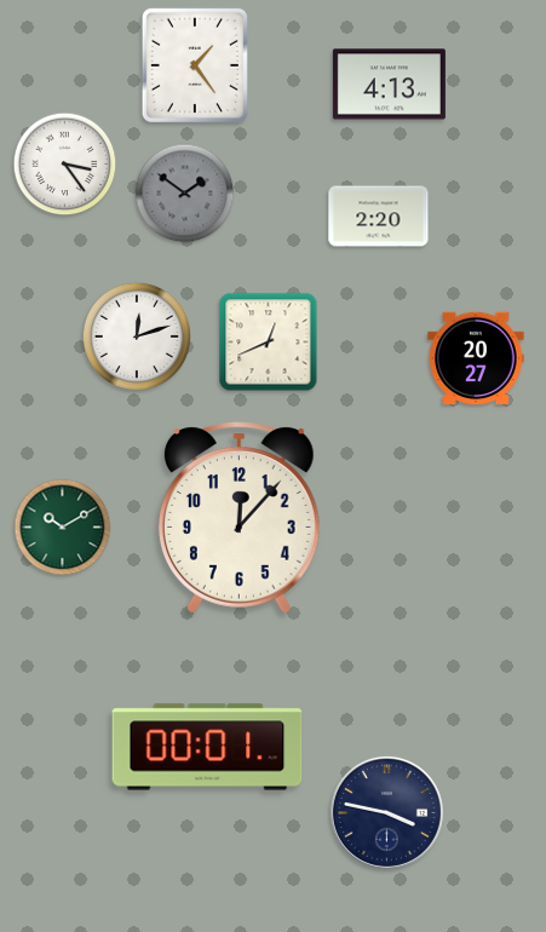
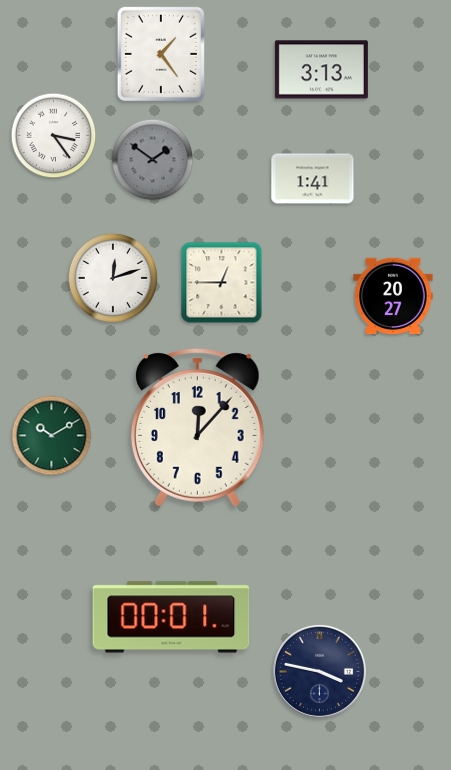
clock at (389, 85): 4:13 -> 3:13
clock at (379, 217): 2:20 -> 1:41
clock at (269, 343): 12:41 -> 12:45
